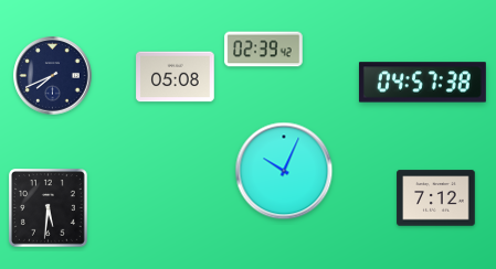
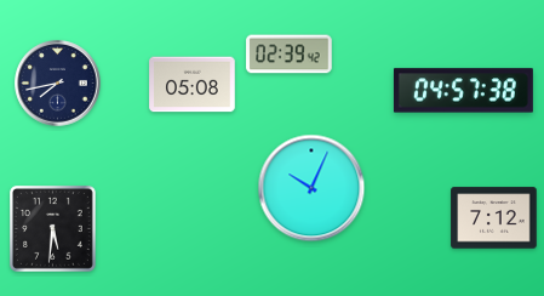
clock at (53, 76): 7:41 -> 7:43
clock at (436, 198) position: (436, 198) -> (494, 218)
